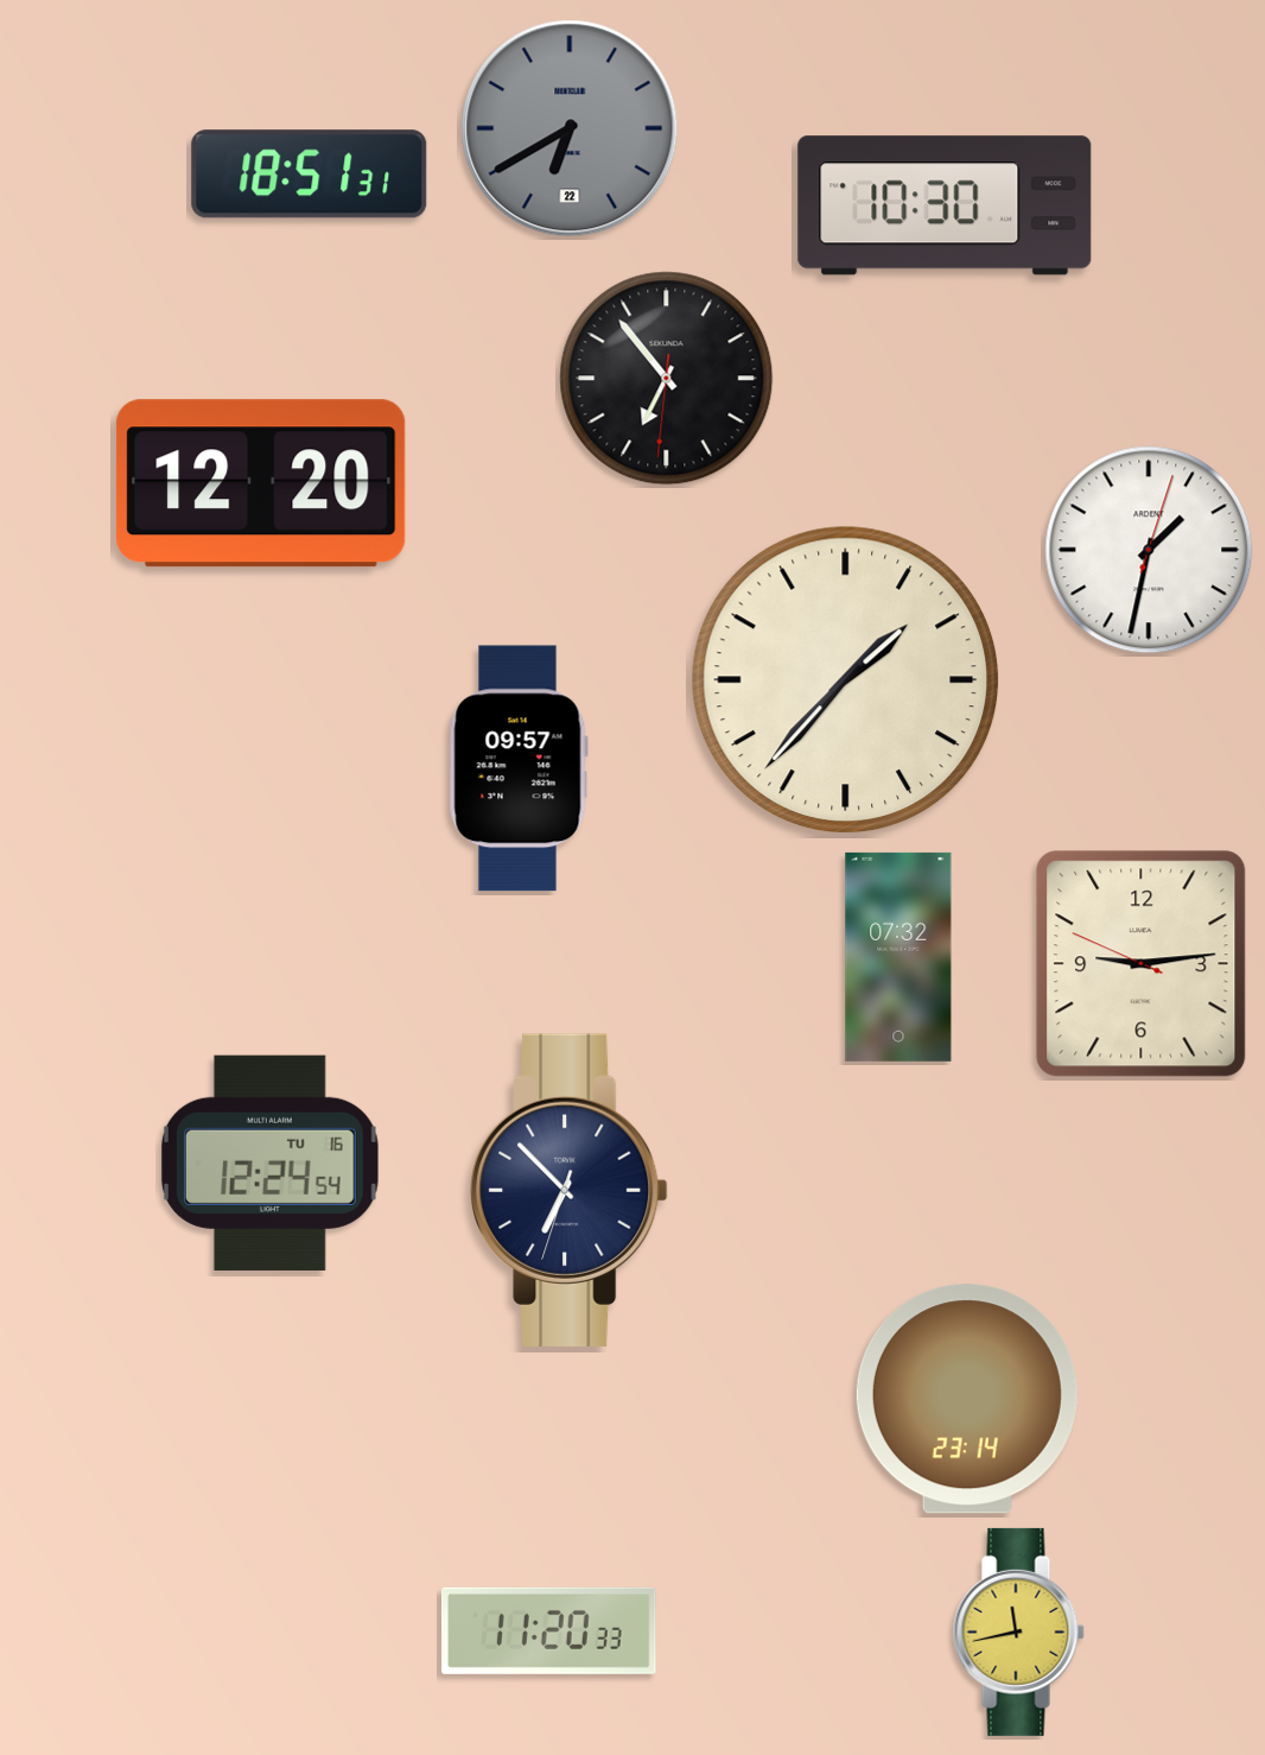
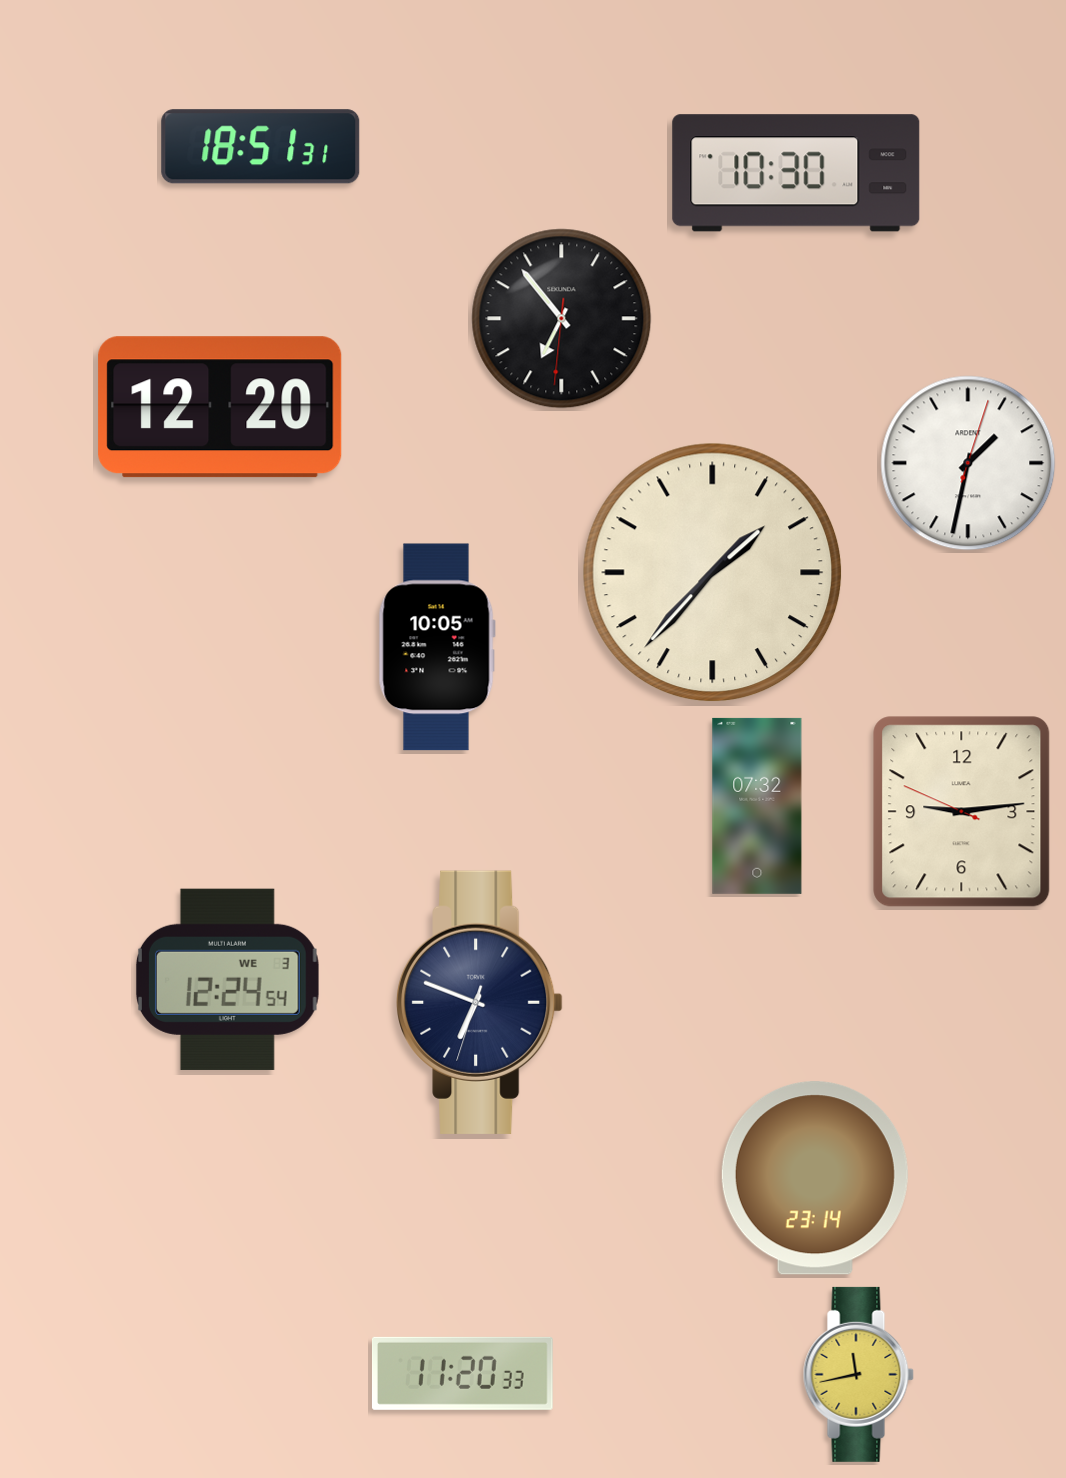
clock at (570, 128): 6:40 -> none
clock at (519, 768): 09:57 -> 10:05
clock at (269, 1162) date: TU 16 -> WE 3
clock at (570, 1190): 6:52 -> 6:48
